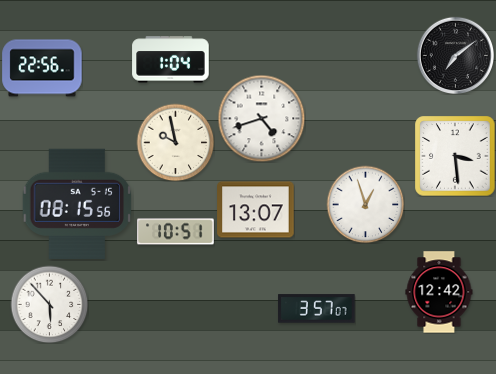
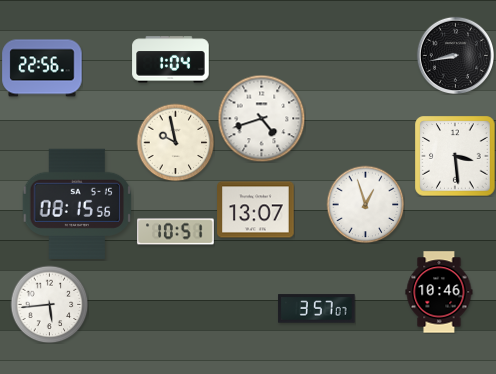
clock at (455, 55): 7:09 -> 8:43
clock at (439, 292): 12:42 -> 10:46
clock at (49, 304): 5:53 -> 5:44
